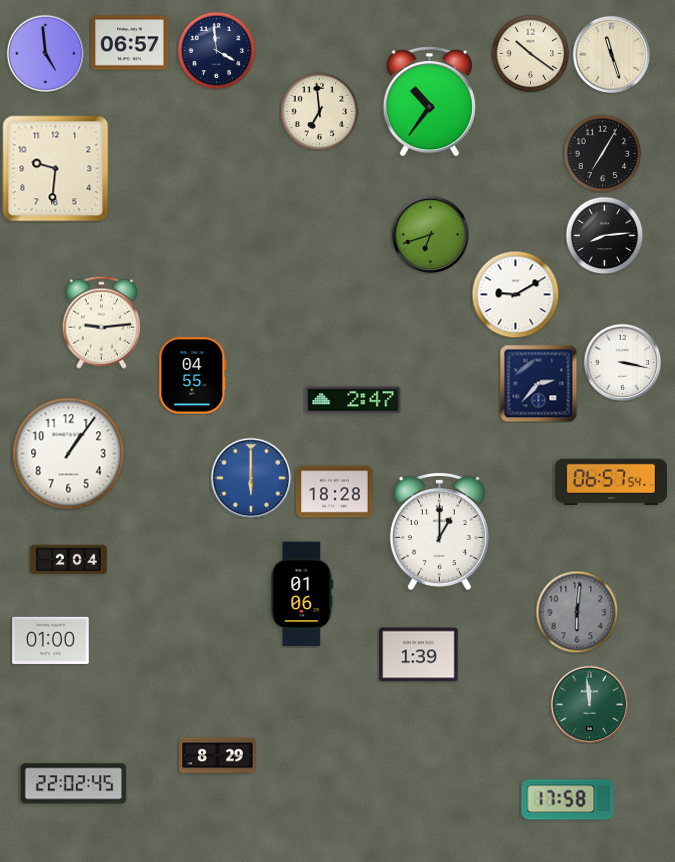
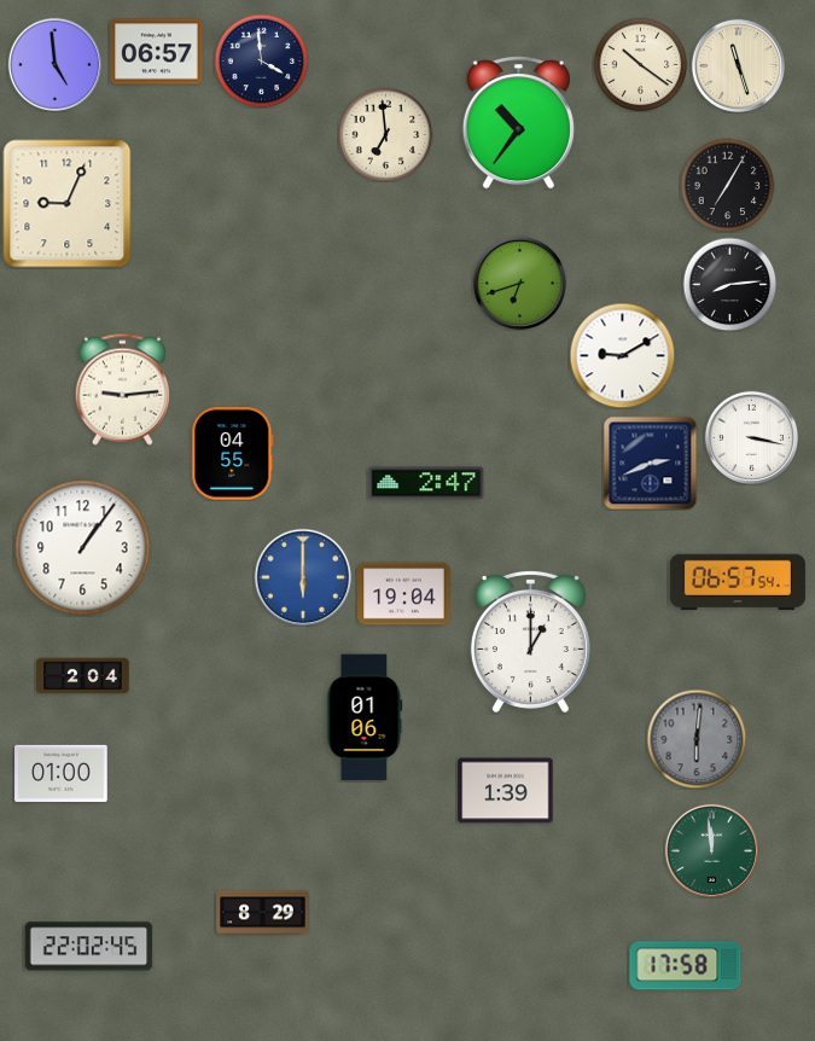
clock at (56, 169): 9:31 -> 9:04
clock at (538, 383): 2:37 -> 2:41
clock at (335, 492): 18:28 -> 19:04
